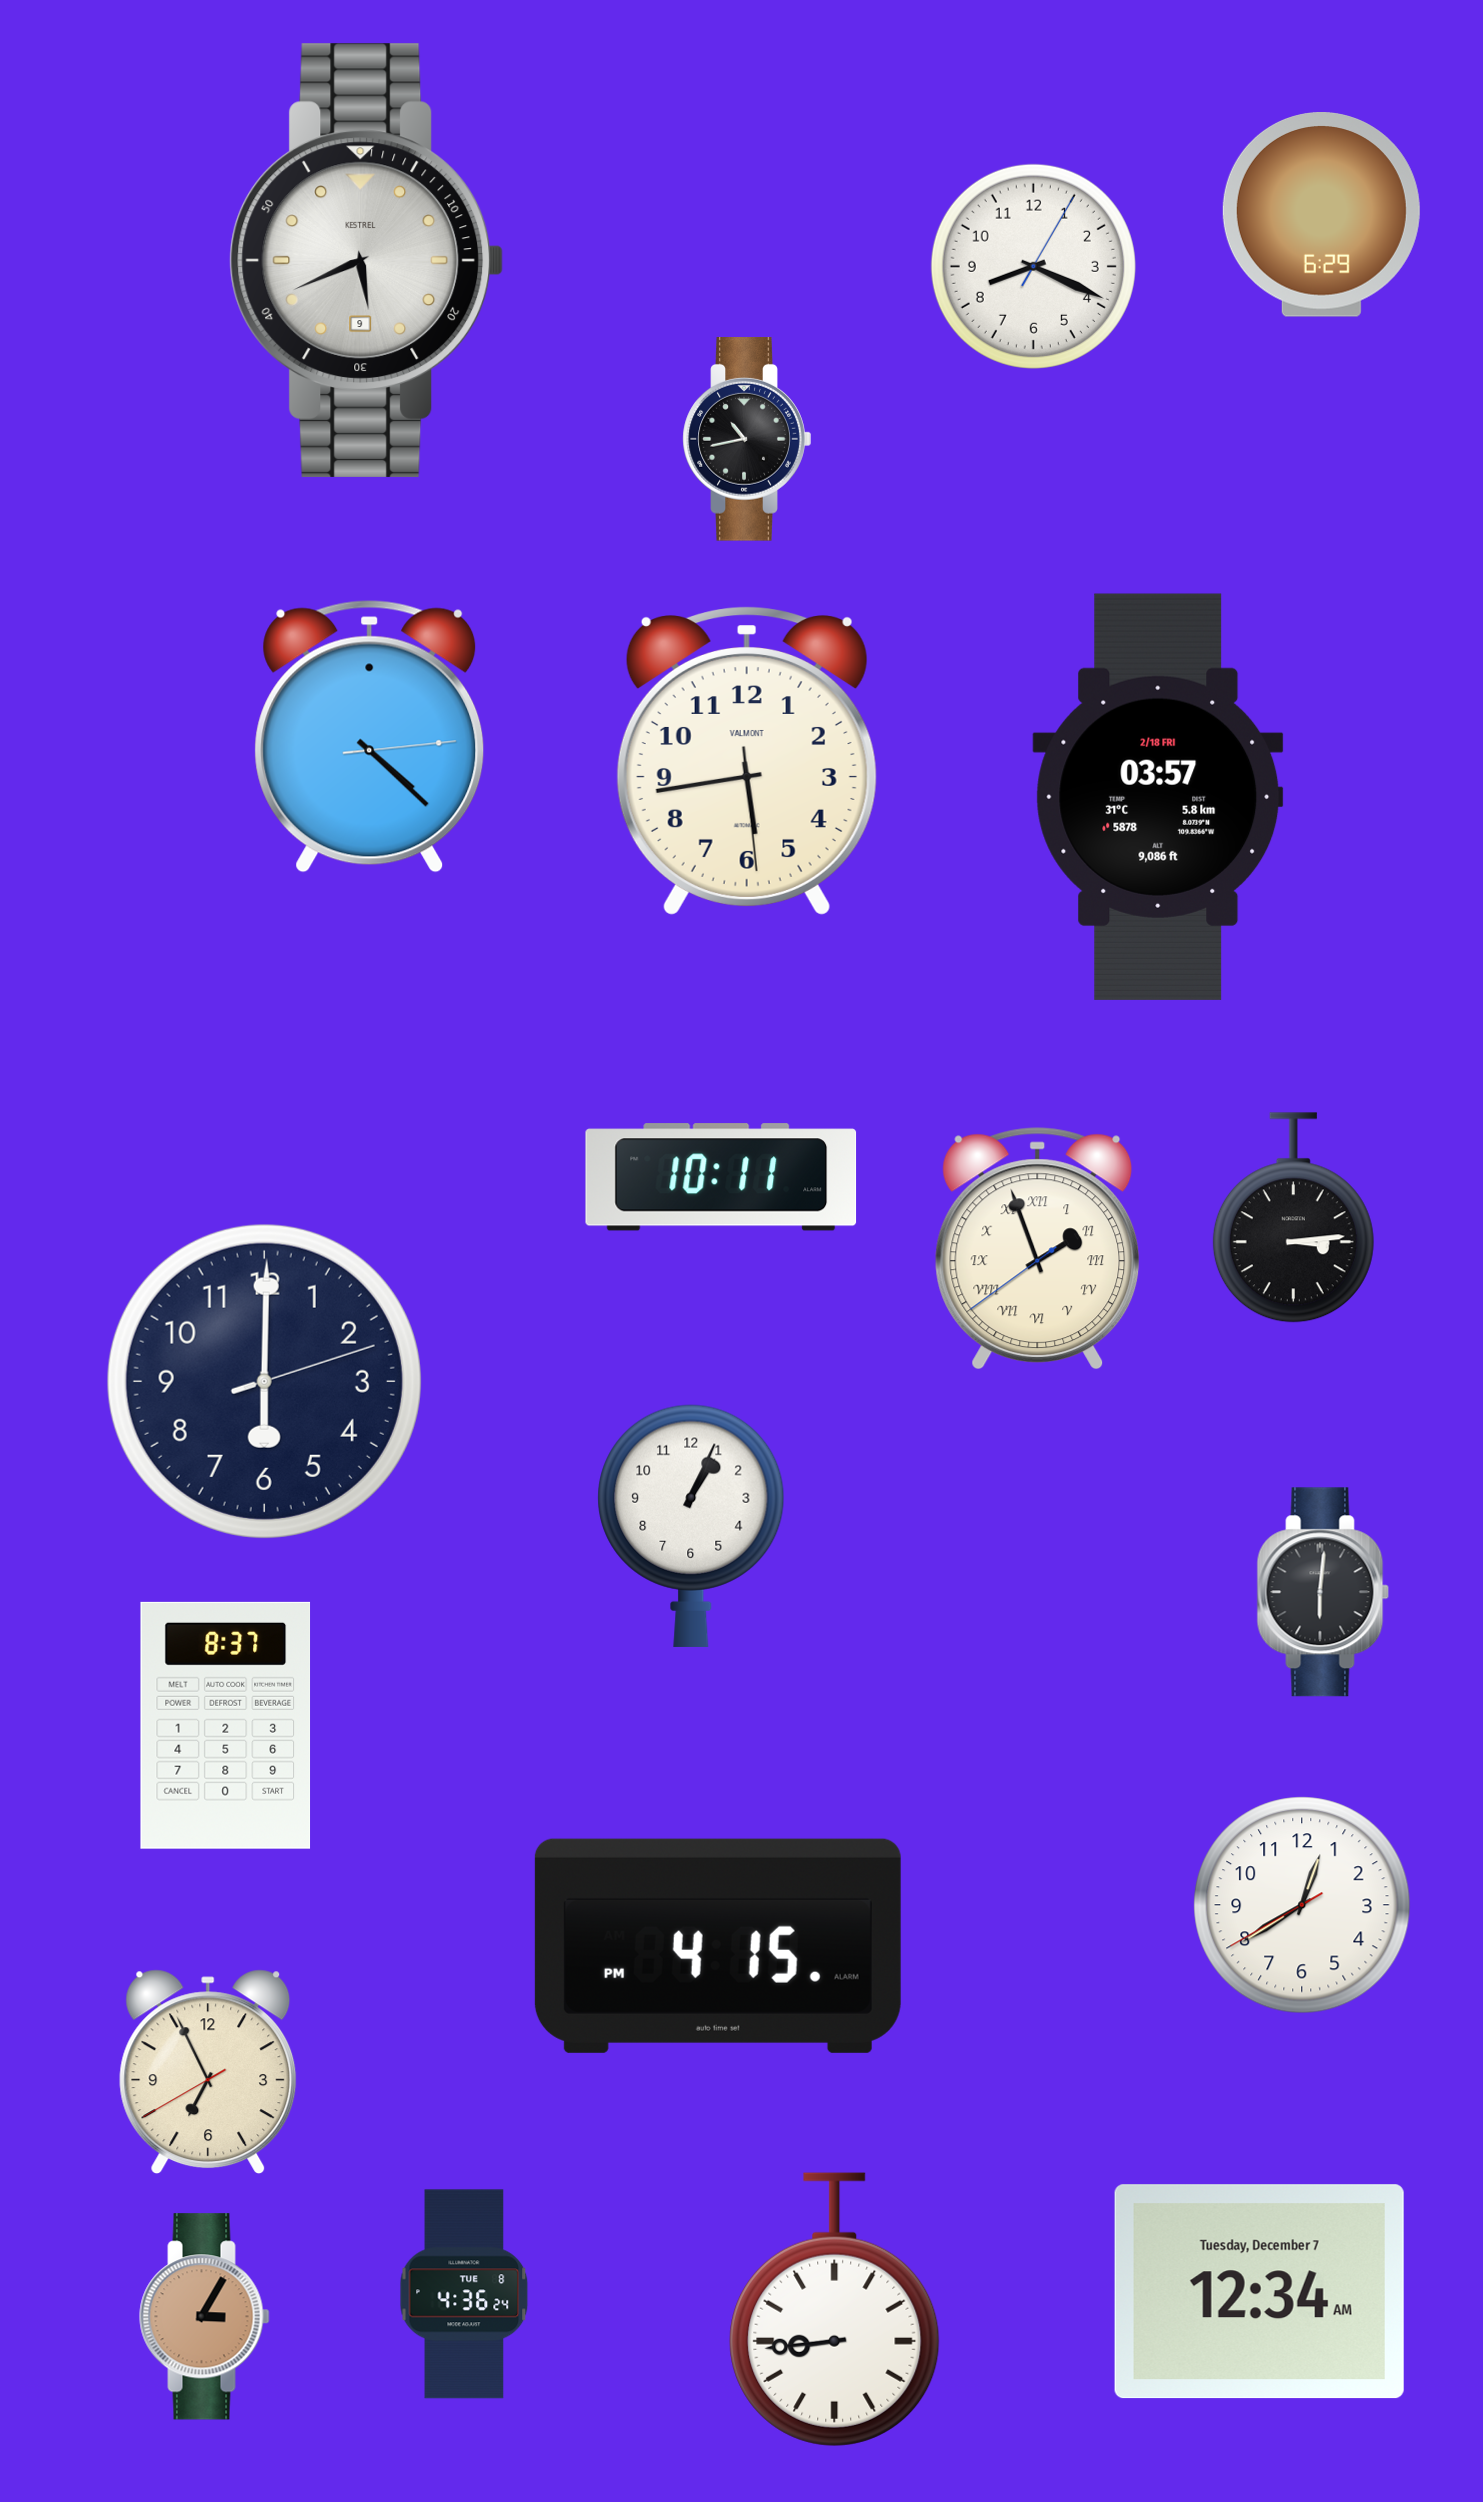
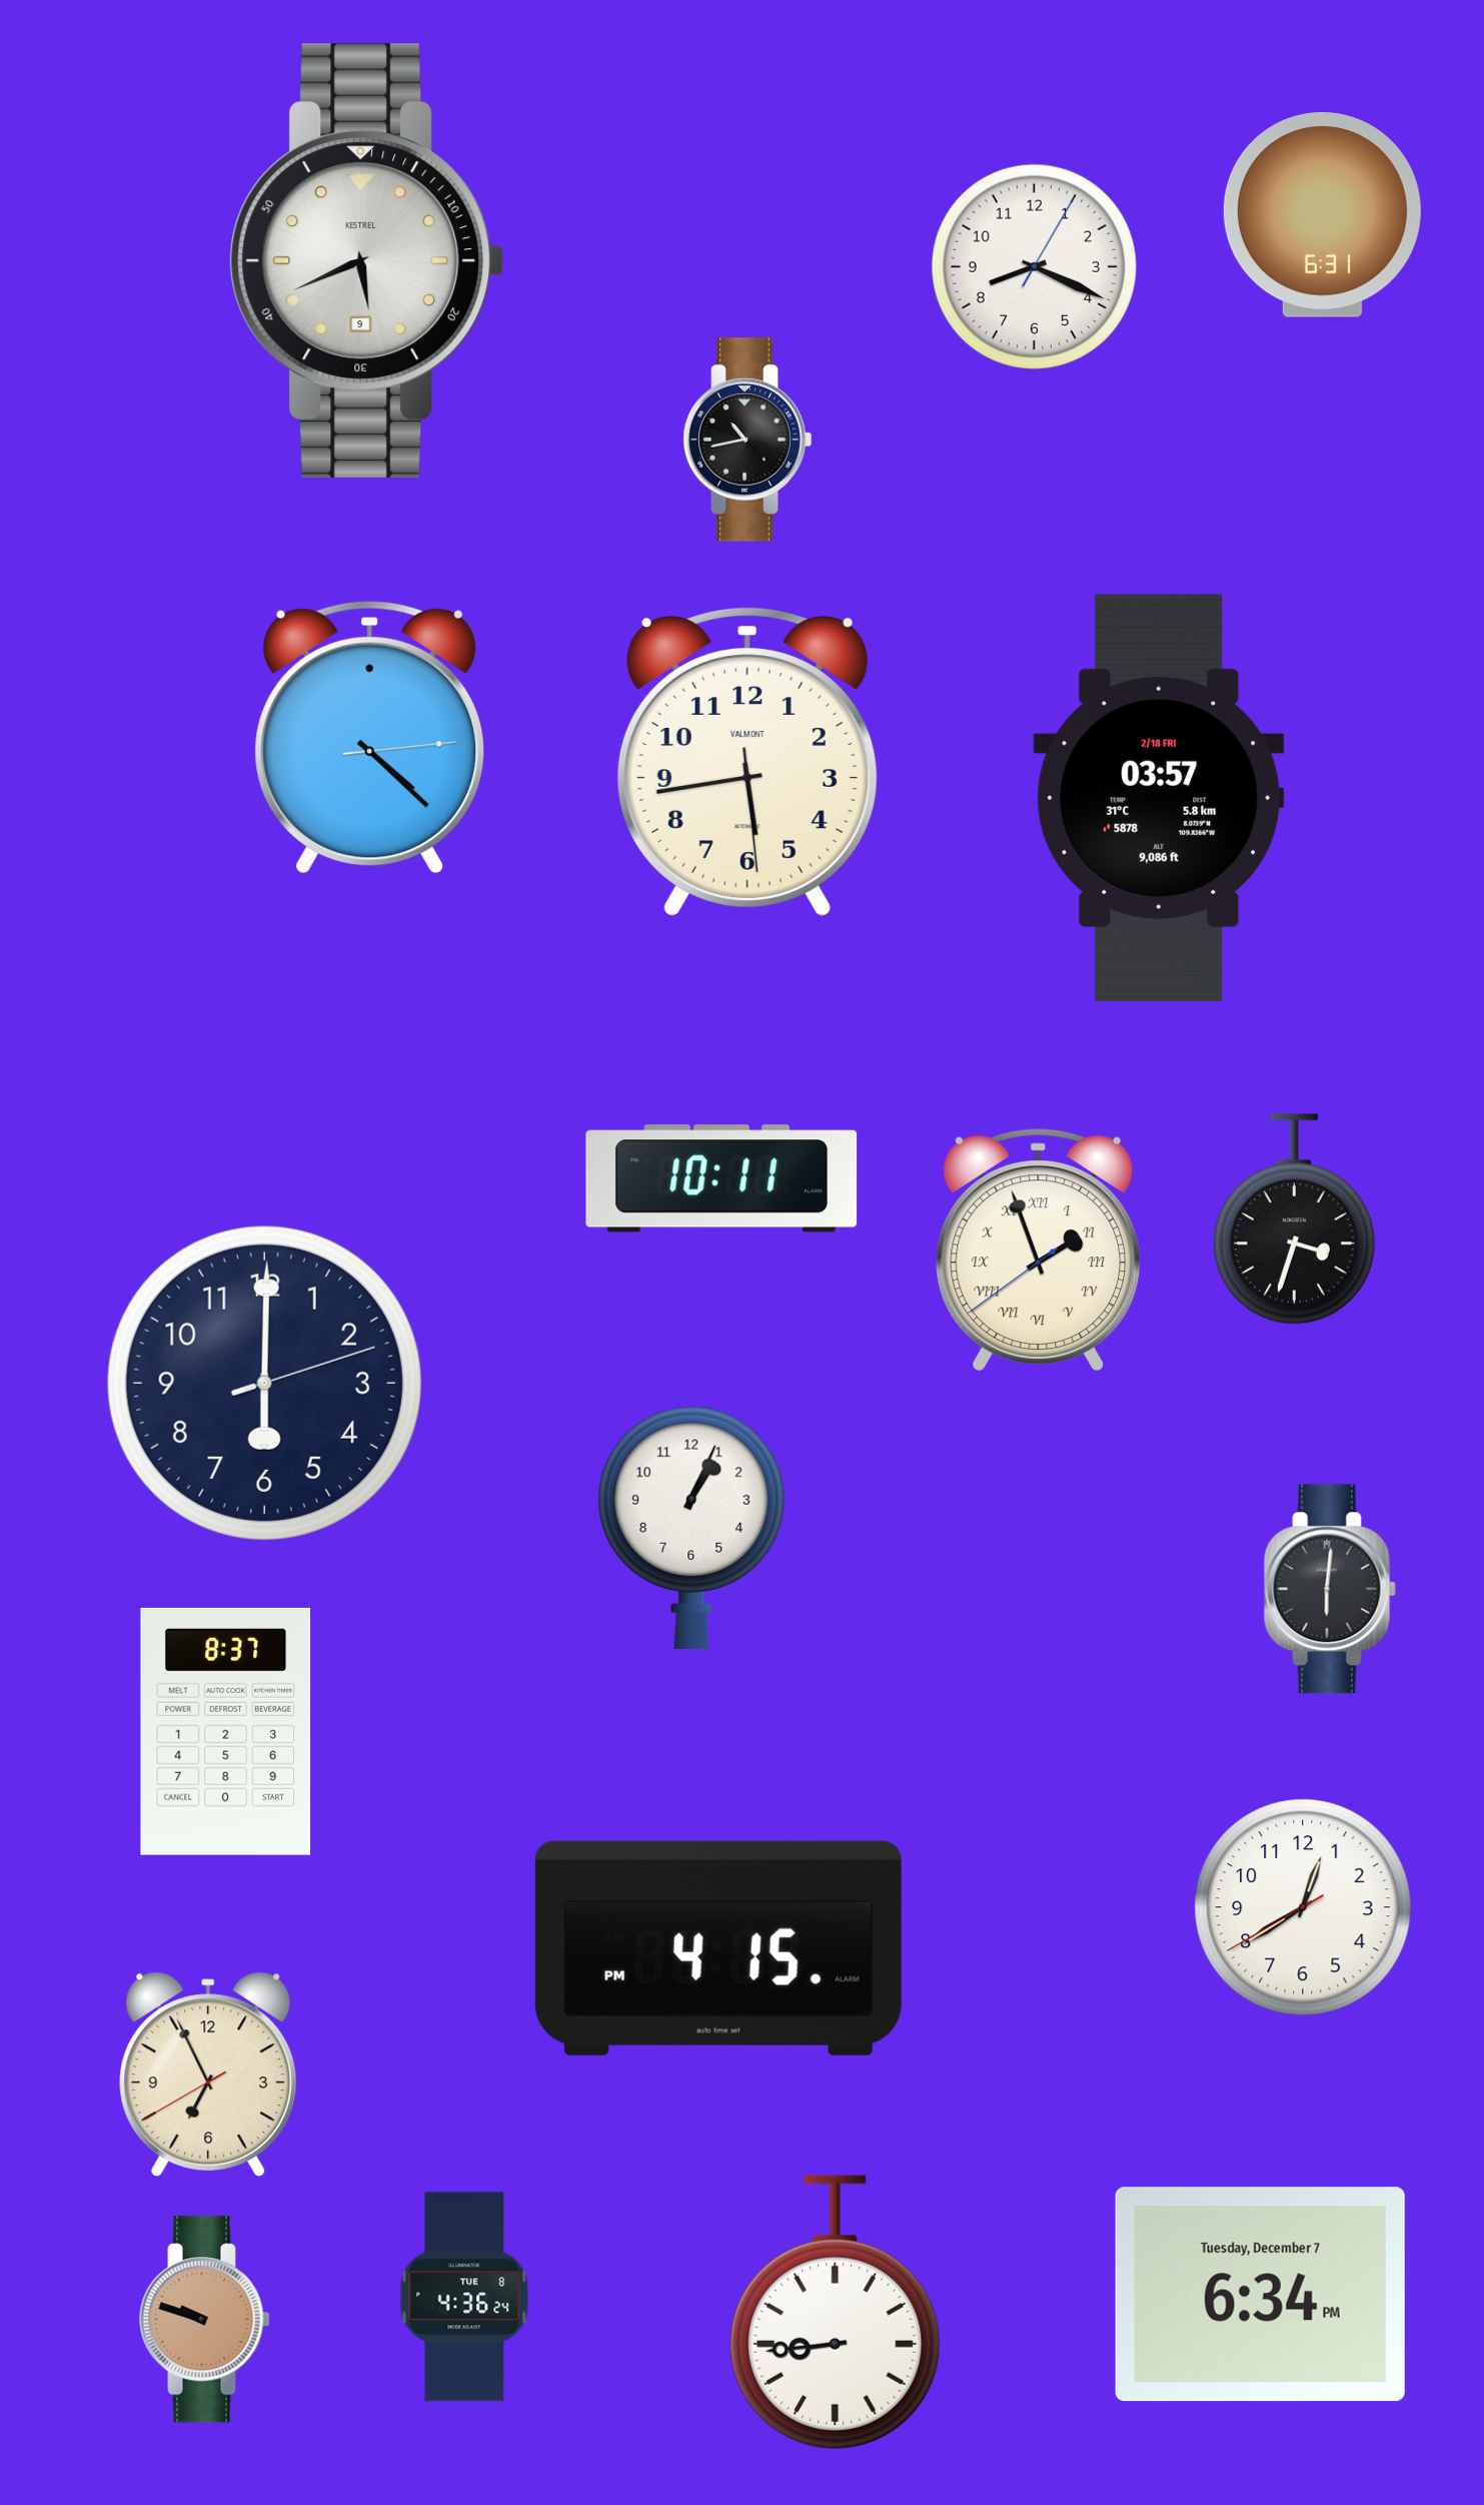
clock at (1321, 215): 6:29 -> 6:31
clock at (1293, 1218): 3:14 -> 3:33
clock at (1323, 1592) position: (1323, 1592) -> (1330, 1589)
clock at (226, 1725) position: (226, 1725) -> (226, 1731)
clock at (1259, 2292): 12:34 -> 6:34
clock at (205, 2317): 3:05 -> 9:48
